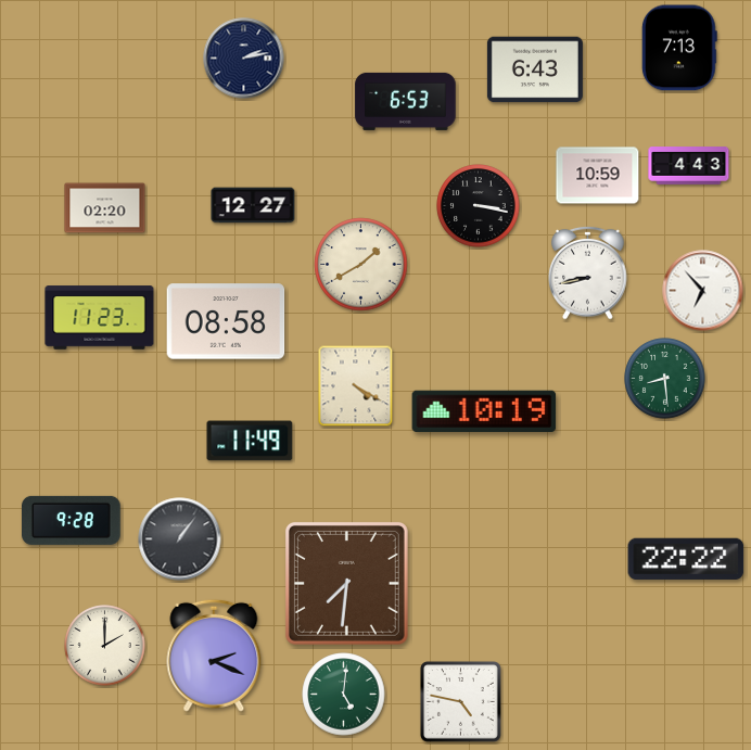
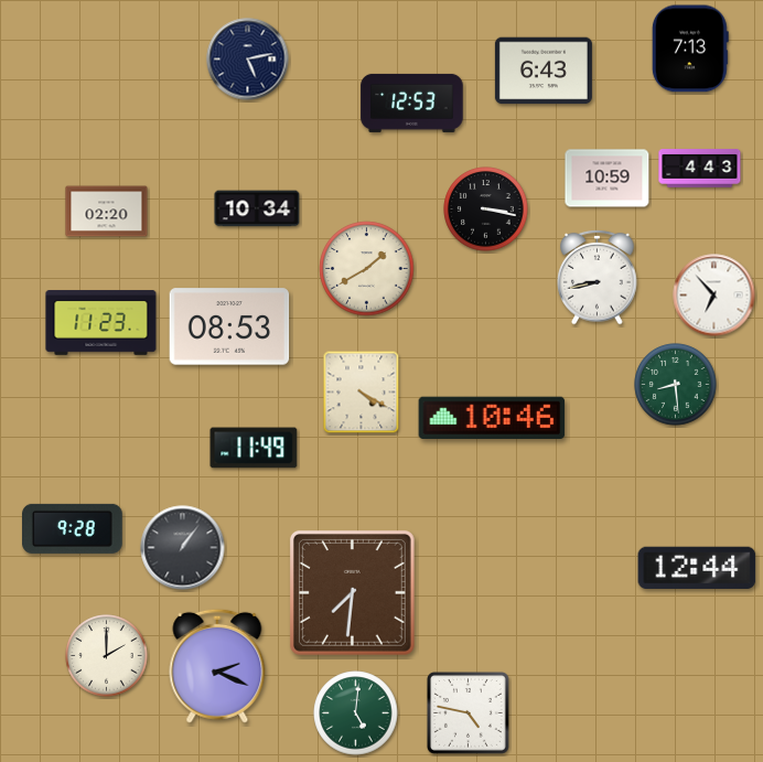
clock at (244, 59): 2:13 -> 5:13
clock at (406, 101): 6:53 -> 12:53
clock at (253, 205): 12:27 -> 10:34
clock at (226, 321): 08:58 -> 08:53
clock at (484, 410): 10:19 -> 10:46
clock at (686, 559): 22:22 -> 12:44
clock at (344, 695) position: (344, 695) -> (356, 713)
